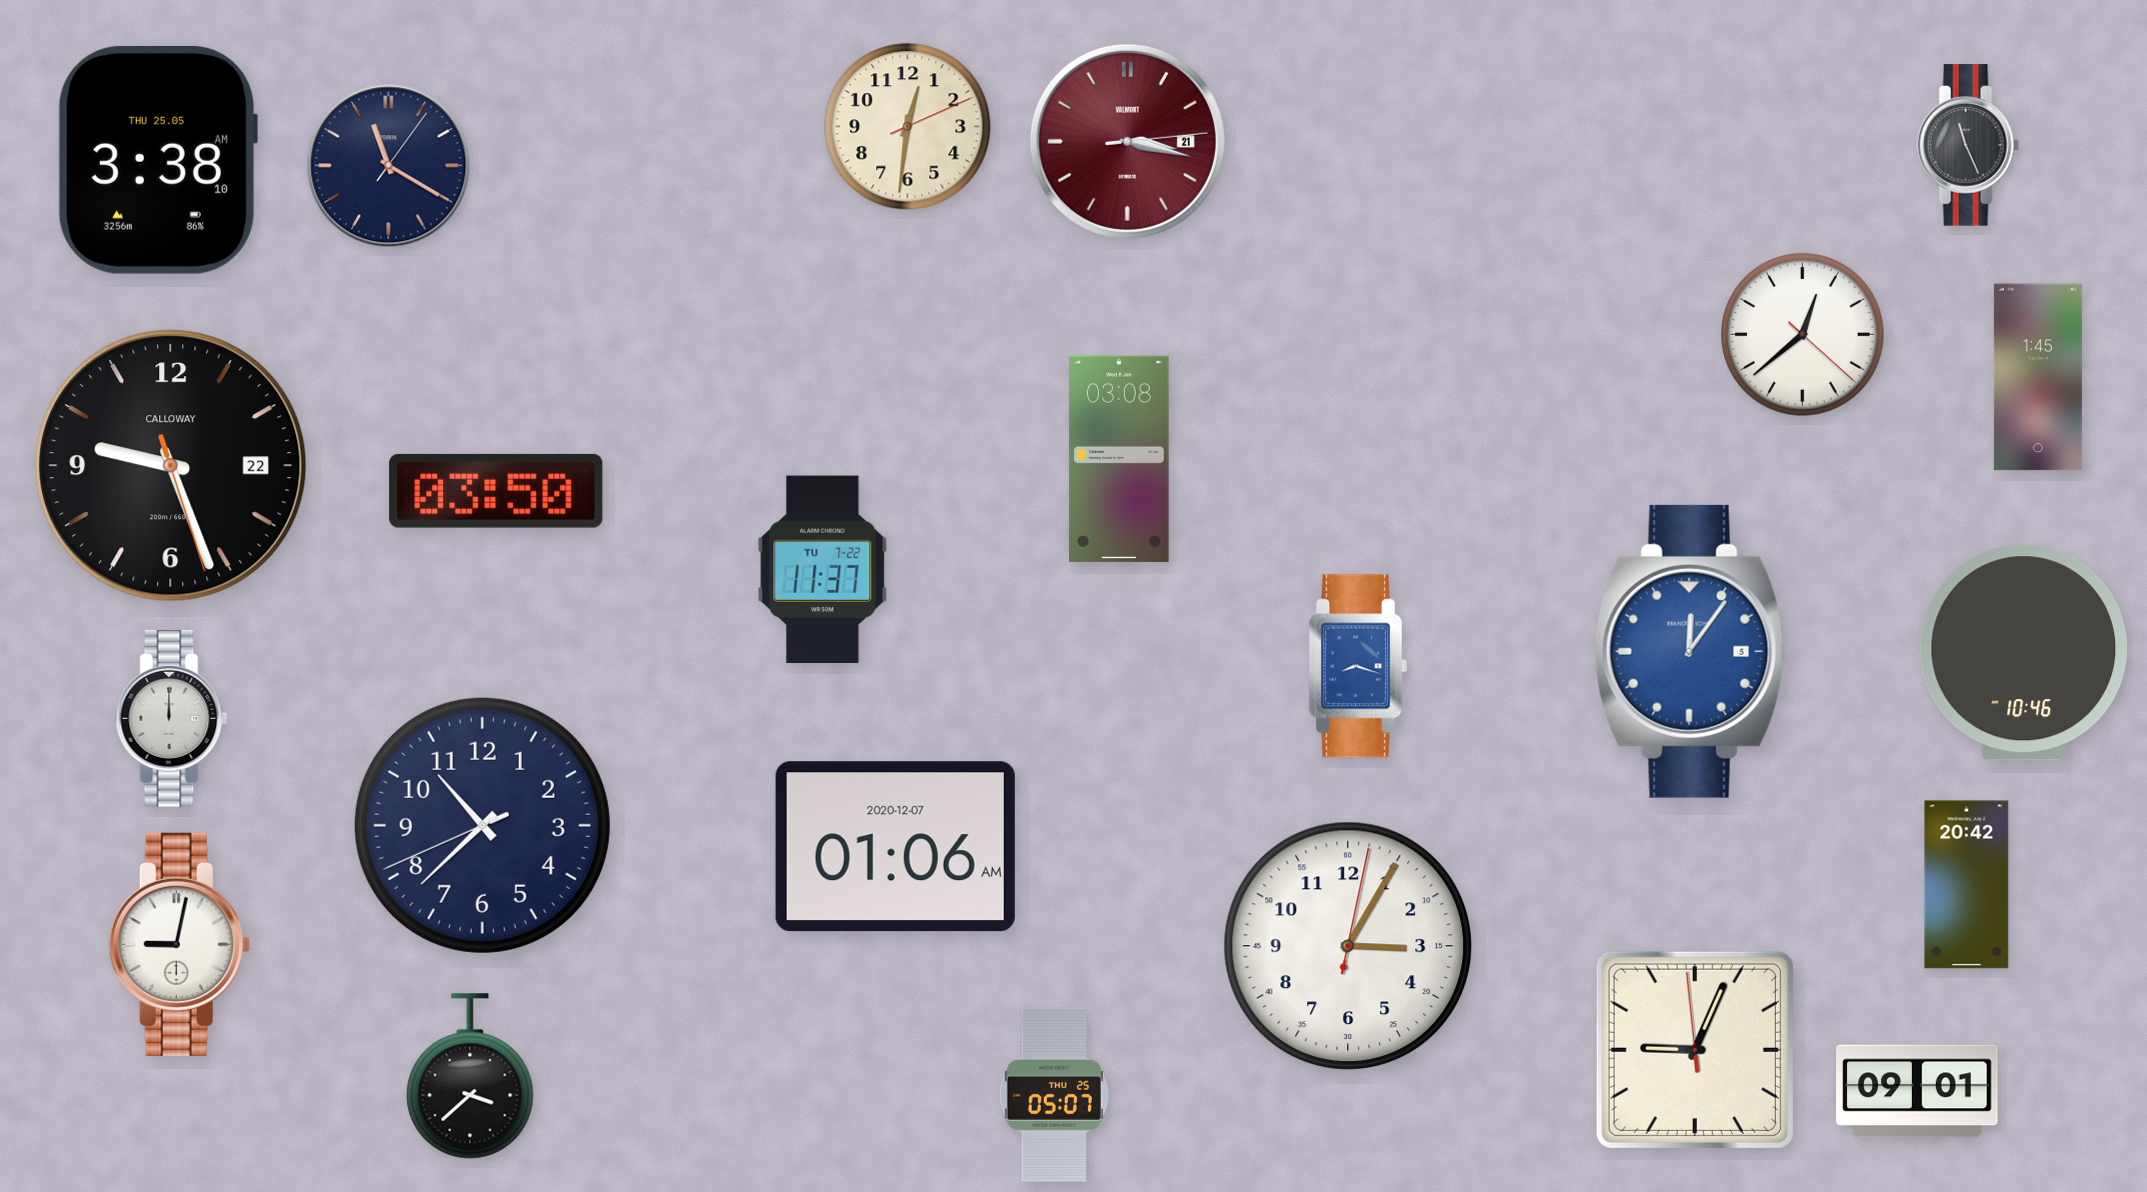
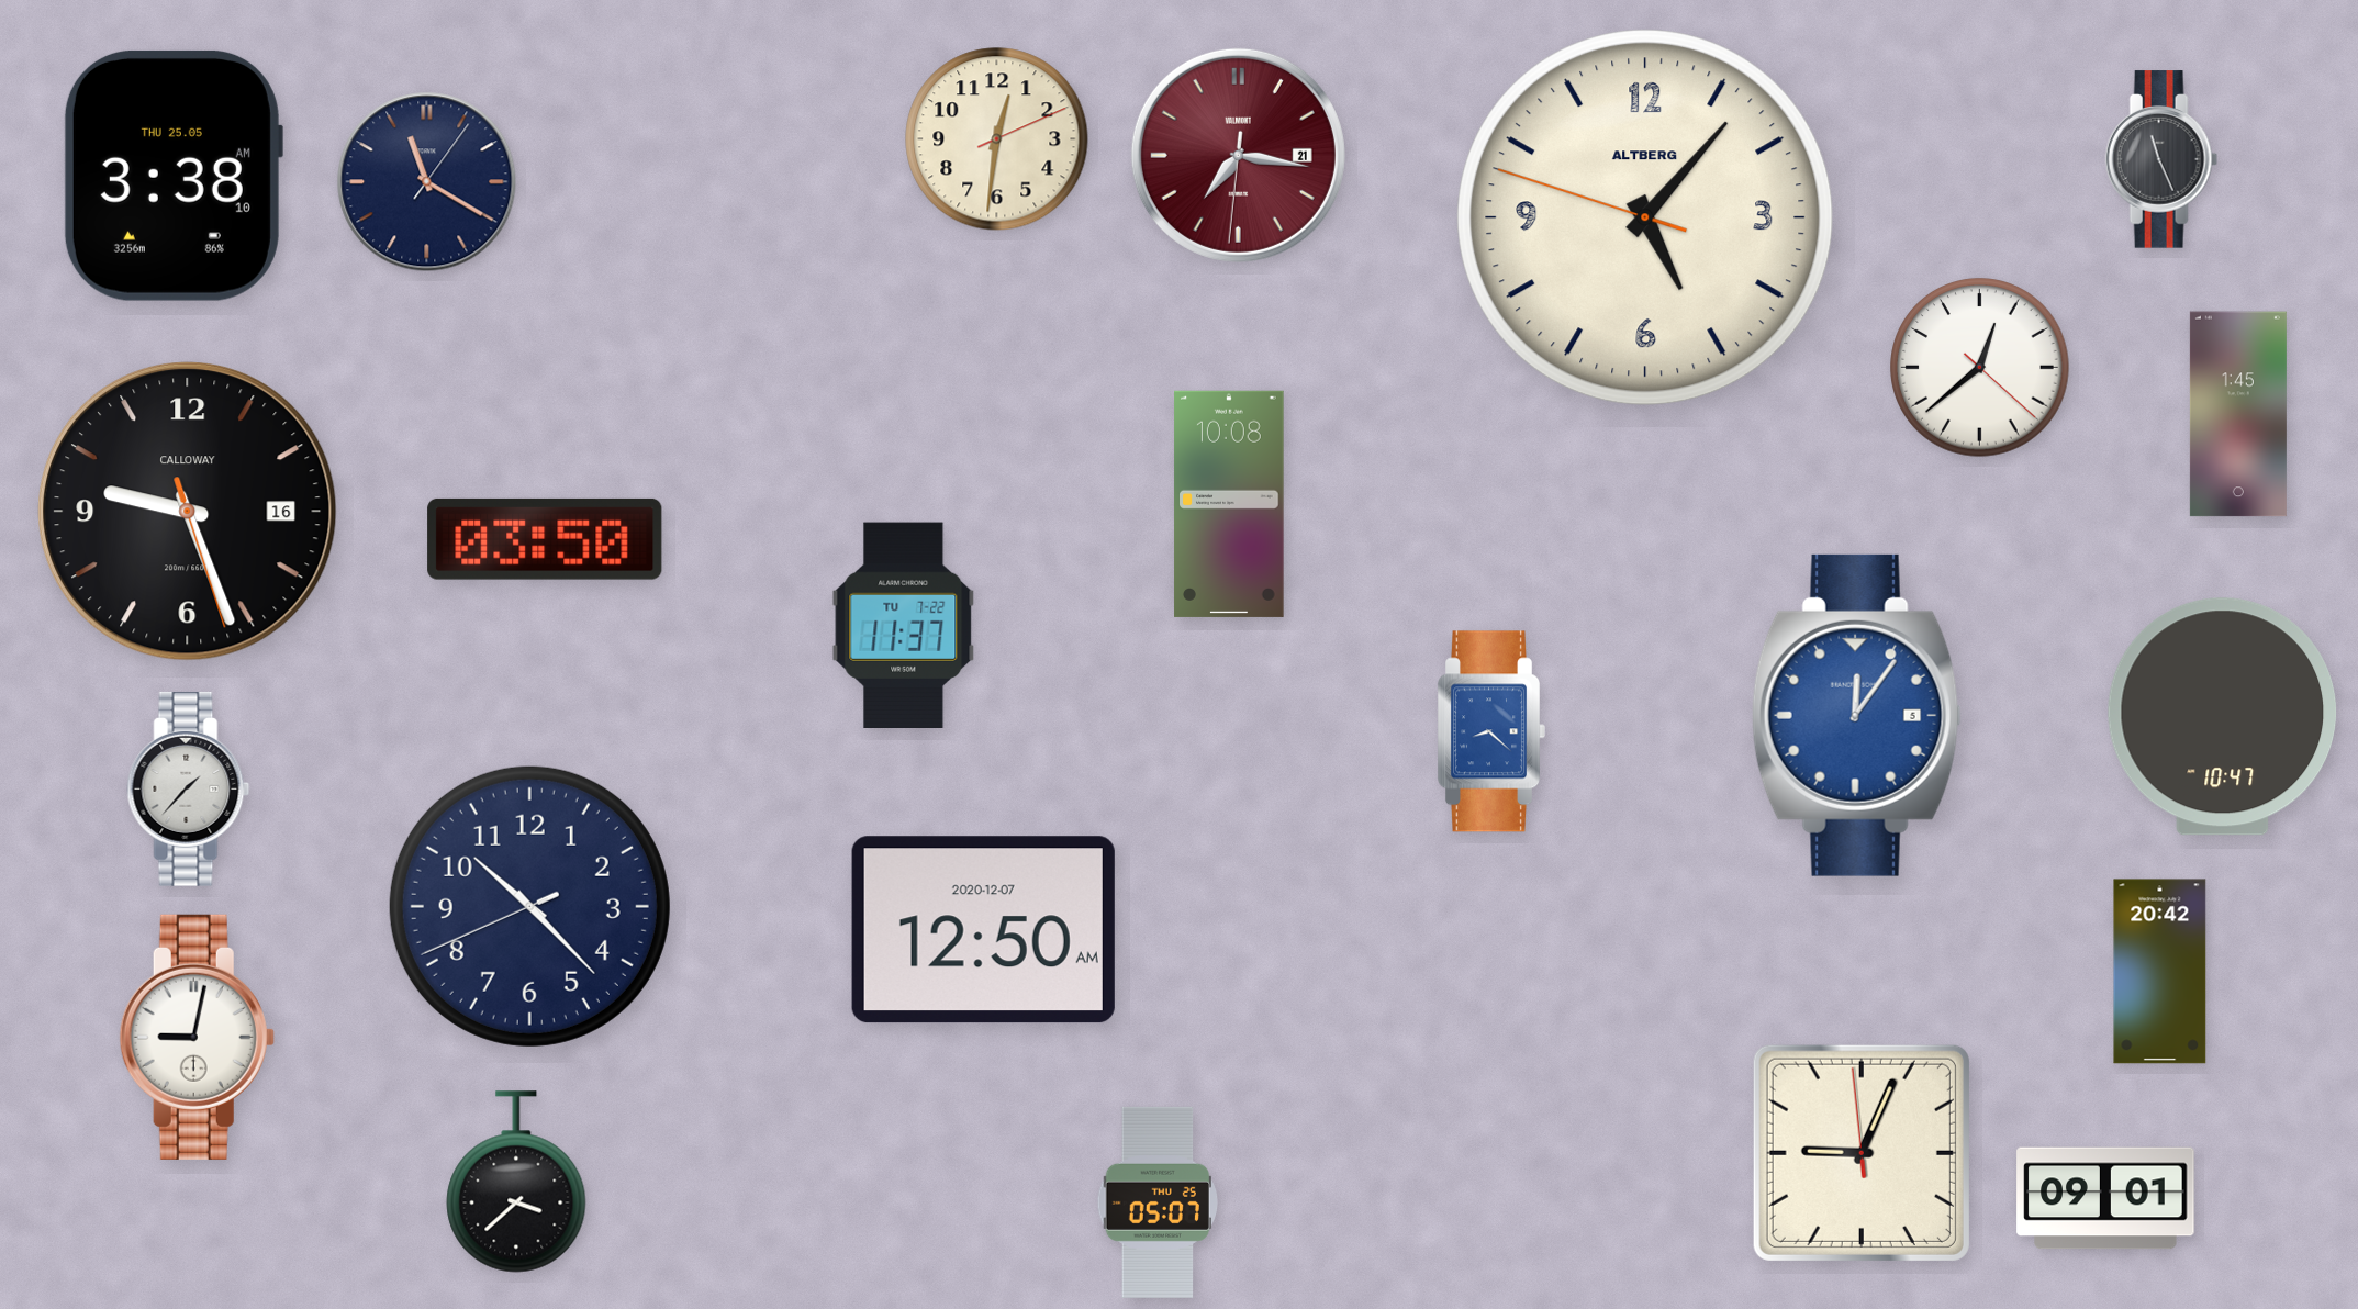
clock at (1127, 141): 3:17 -> 7:16
clock at (1645, 217): none -> 5:06
clock at (1119, 459): 03:08 -> 10:08
clock at (171, 466) date: 22 -> 16
clock at (2024, 653): 10:46 -> 10:47
clock at (1358, 666): 8:18 -> 8:22
clock at (172, 718): 12:00 -> 1:37
clock at (482, 825): 10:37 -> 10:22
clock at (895, 847): 01:06 -> 12:50
clock at (1348, 946): 3:05 -> none
